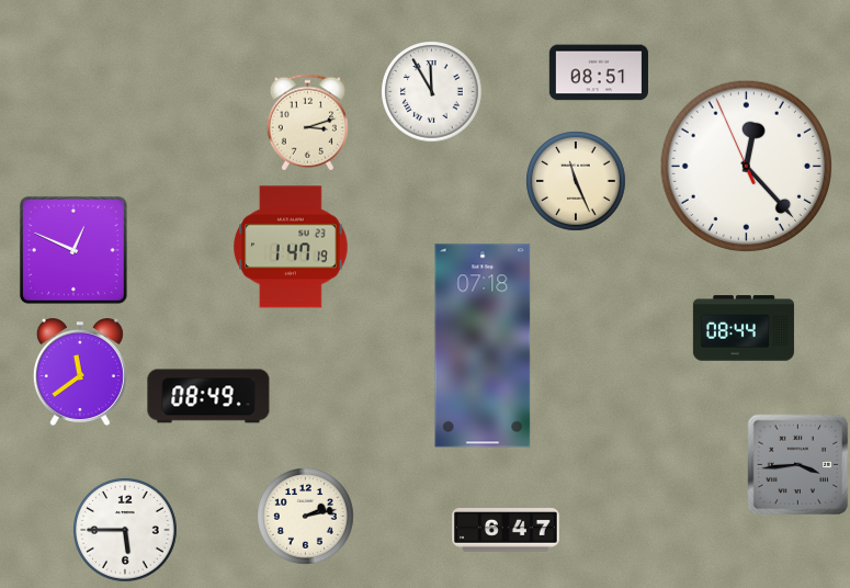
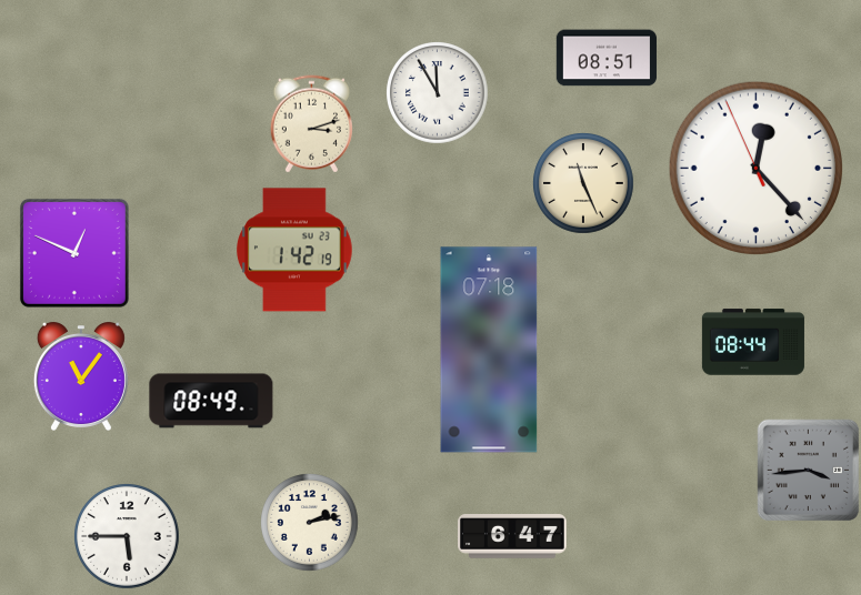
clock at (599, 72) position: (599, 72) -> (607, 58)
clock at (292, 247): 1:47 -> 1:42
clock at (744, 328) position: (744, 328) -> (753, 342)
clock at (80, 372): 11:39 -> 11:06
